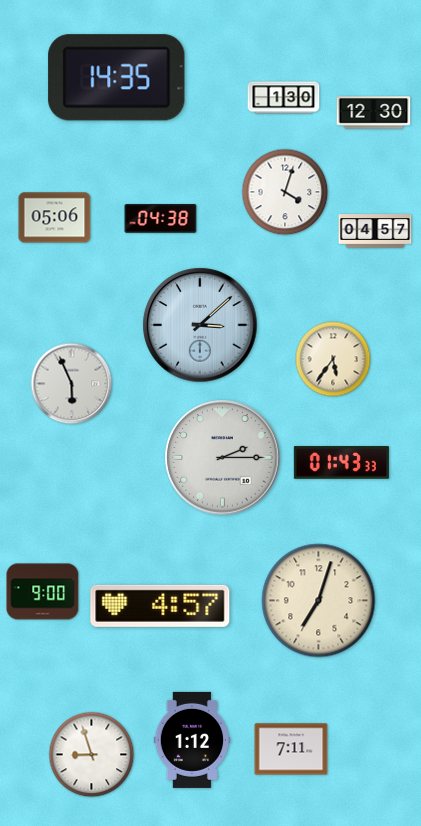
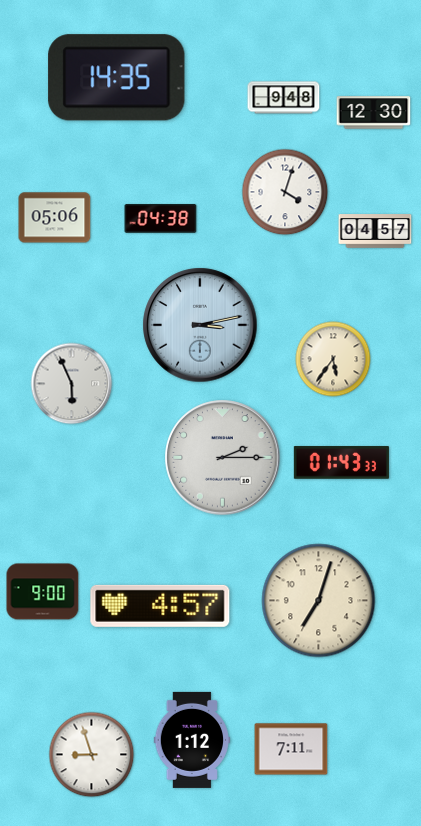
clock at (284, 98): 1:30 -> 9:48
clock at (200, 325): 3:08 -> 3:13
